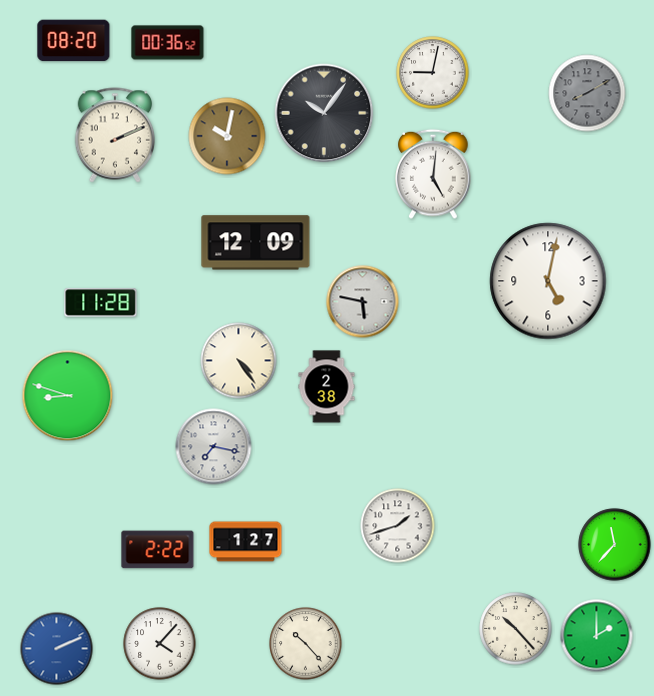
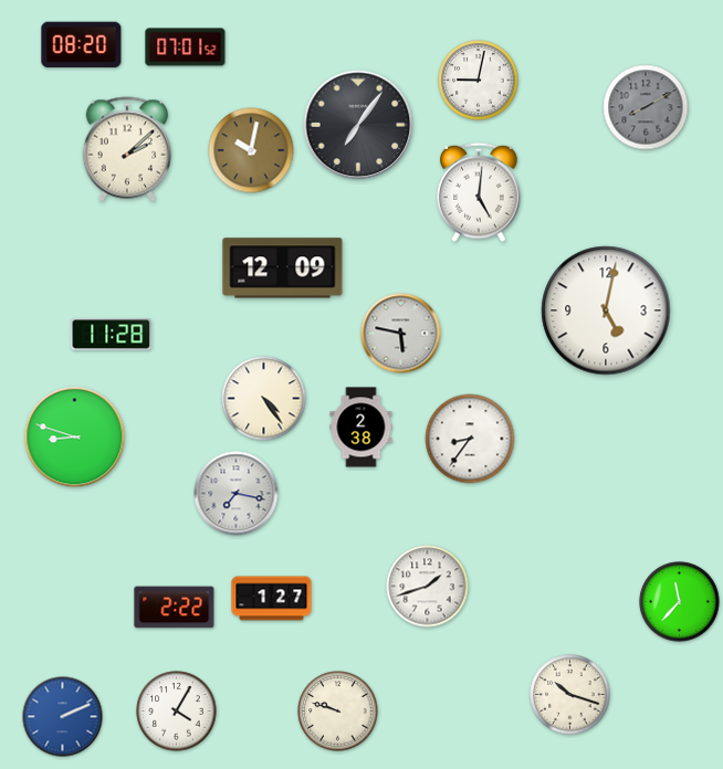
clock at (168, 43): 00:36 -> 07:01
clock at (587, 93) position: (587, 93) -> (646, 107)
clock at (324, 113): 10:06 -> 7:06
clock at (115, 135): 2:11 -> 2:08
clock at (470, 439): none -> 8:36
clock at (398, 526) position: (398, 526) -> (428, 587)
clock at (516, 629): 10:23 -> 10:18
clock at (597, 636): 2:00 -> none
clock at (160, 644): 4:07 -> 4:05
clock at (306, 644): 10:23 -> 9:48
